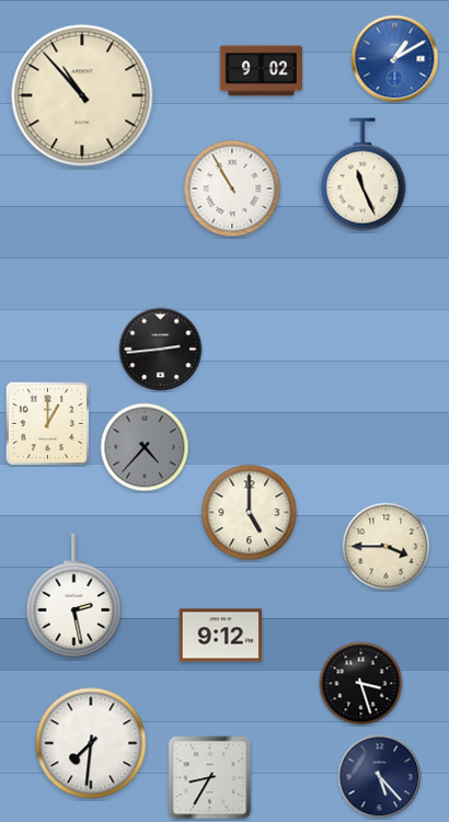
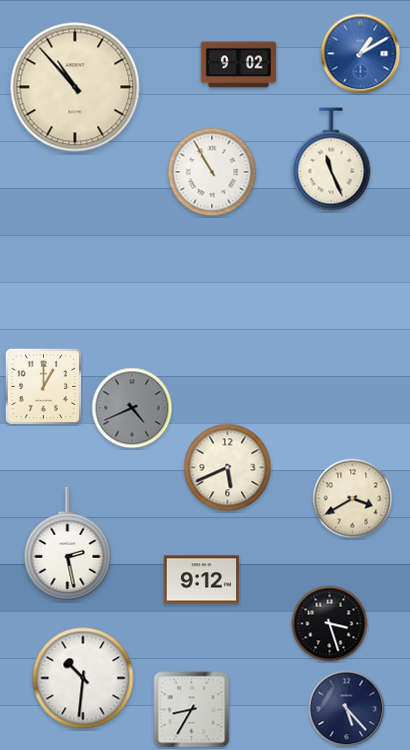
clock at (161, 350): 2:44 -> none
clock at (145, 447): 4:37 -> 4:41
clock at (250, 513): 5:00 -> 5:41
clock at (387, 547): 3:45 -> 3:40
clock at (91, 743): 7:31 -> 10:31
